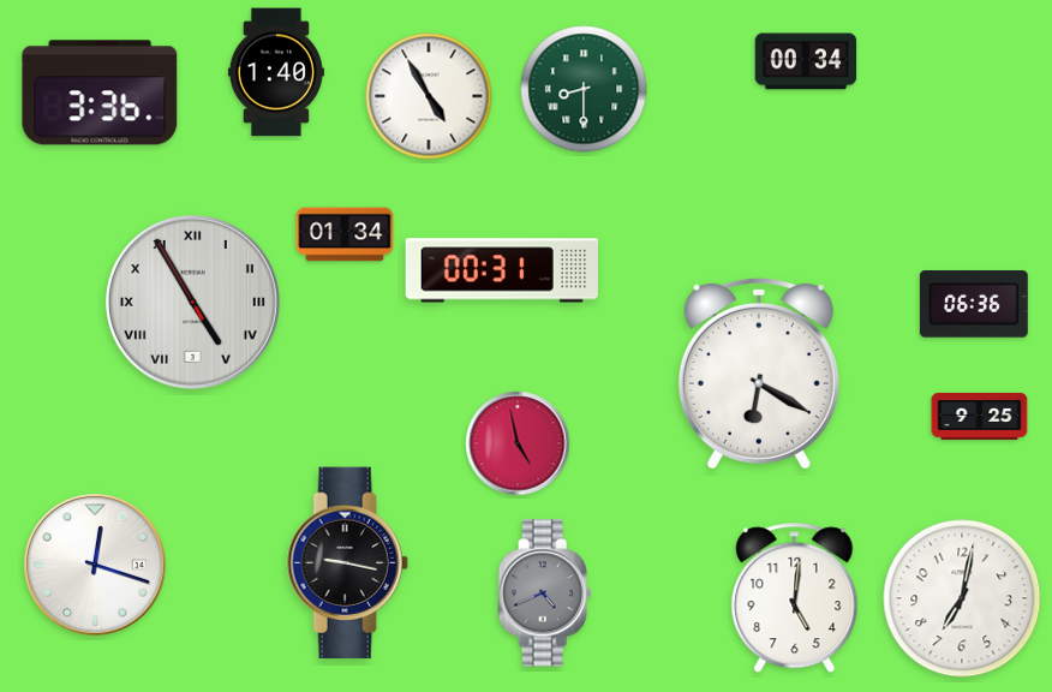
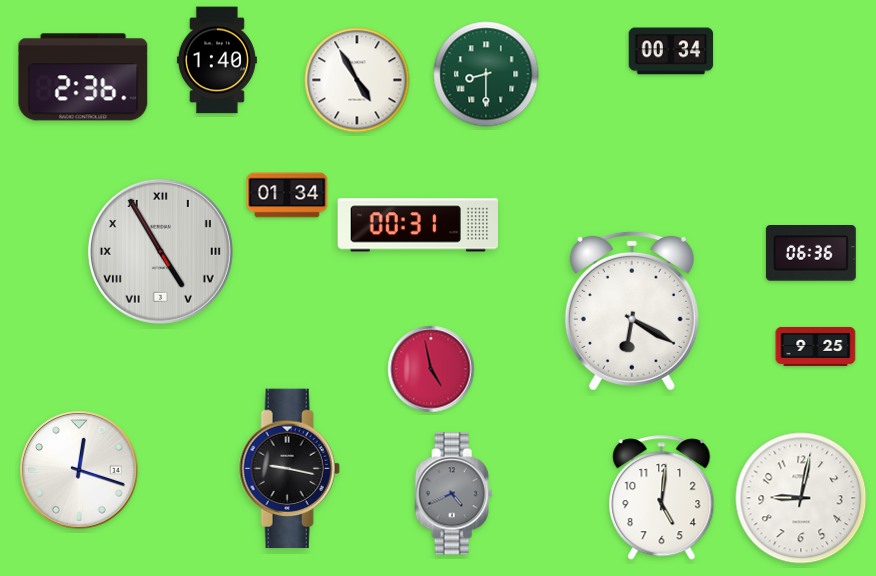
clock at (276, 72) position: (276, 72) -> (217, 60)
clock at (100, 93): 3:36 -> 2:36
clock at (962, 598): 7:02 -> 9:02
